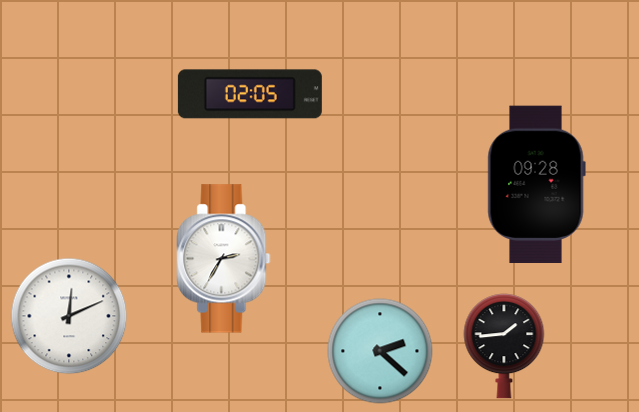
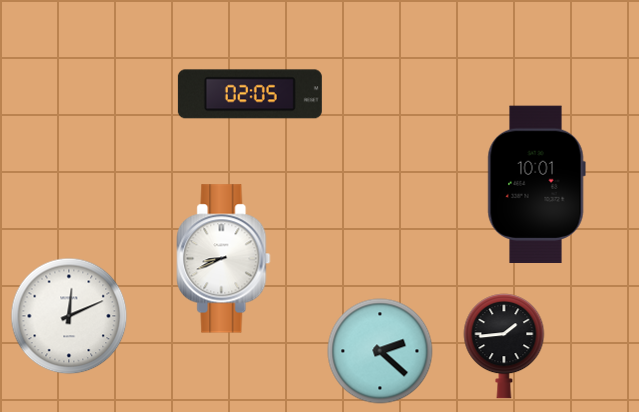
clock at (536, 184): 09:28 -> 10:01
clock at (224, 259): 2:35 -> 8:41
